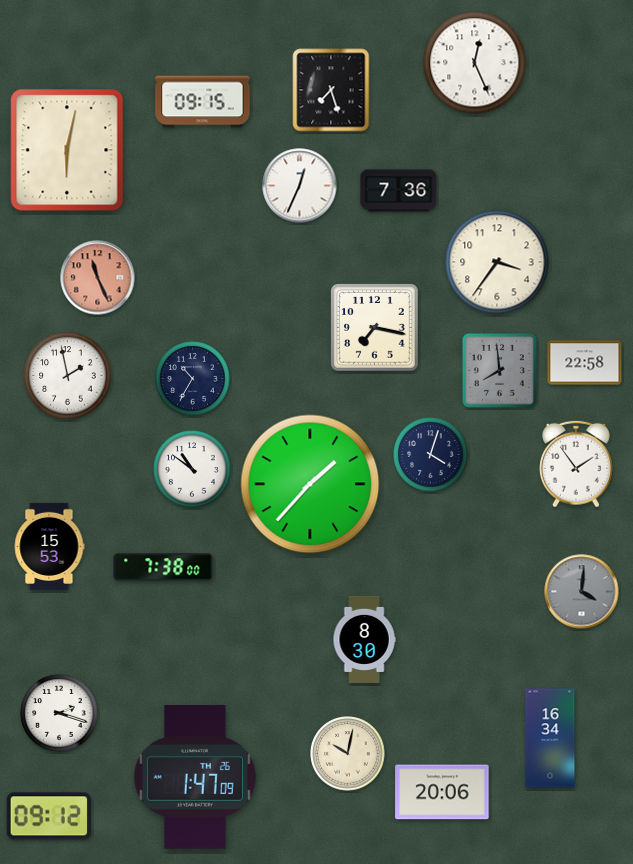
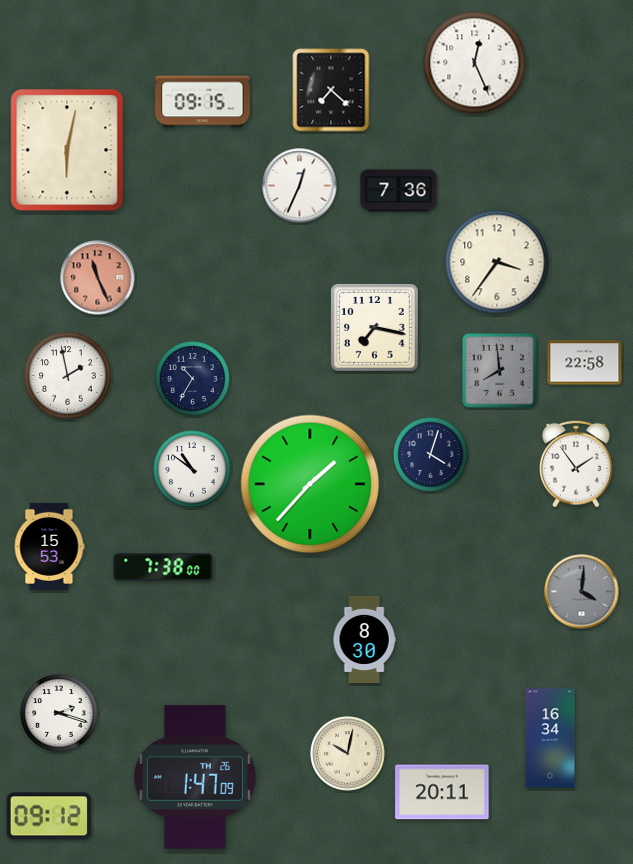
clock at (331, 90): 7:27 -> 7:22
clock at (442, 792): 20:06 -> 20:11
